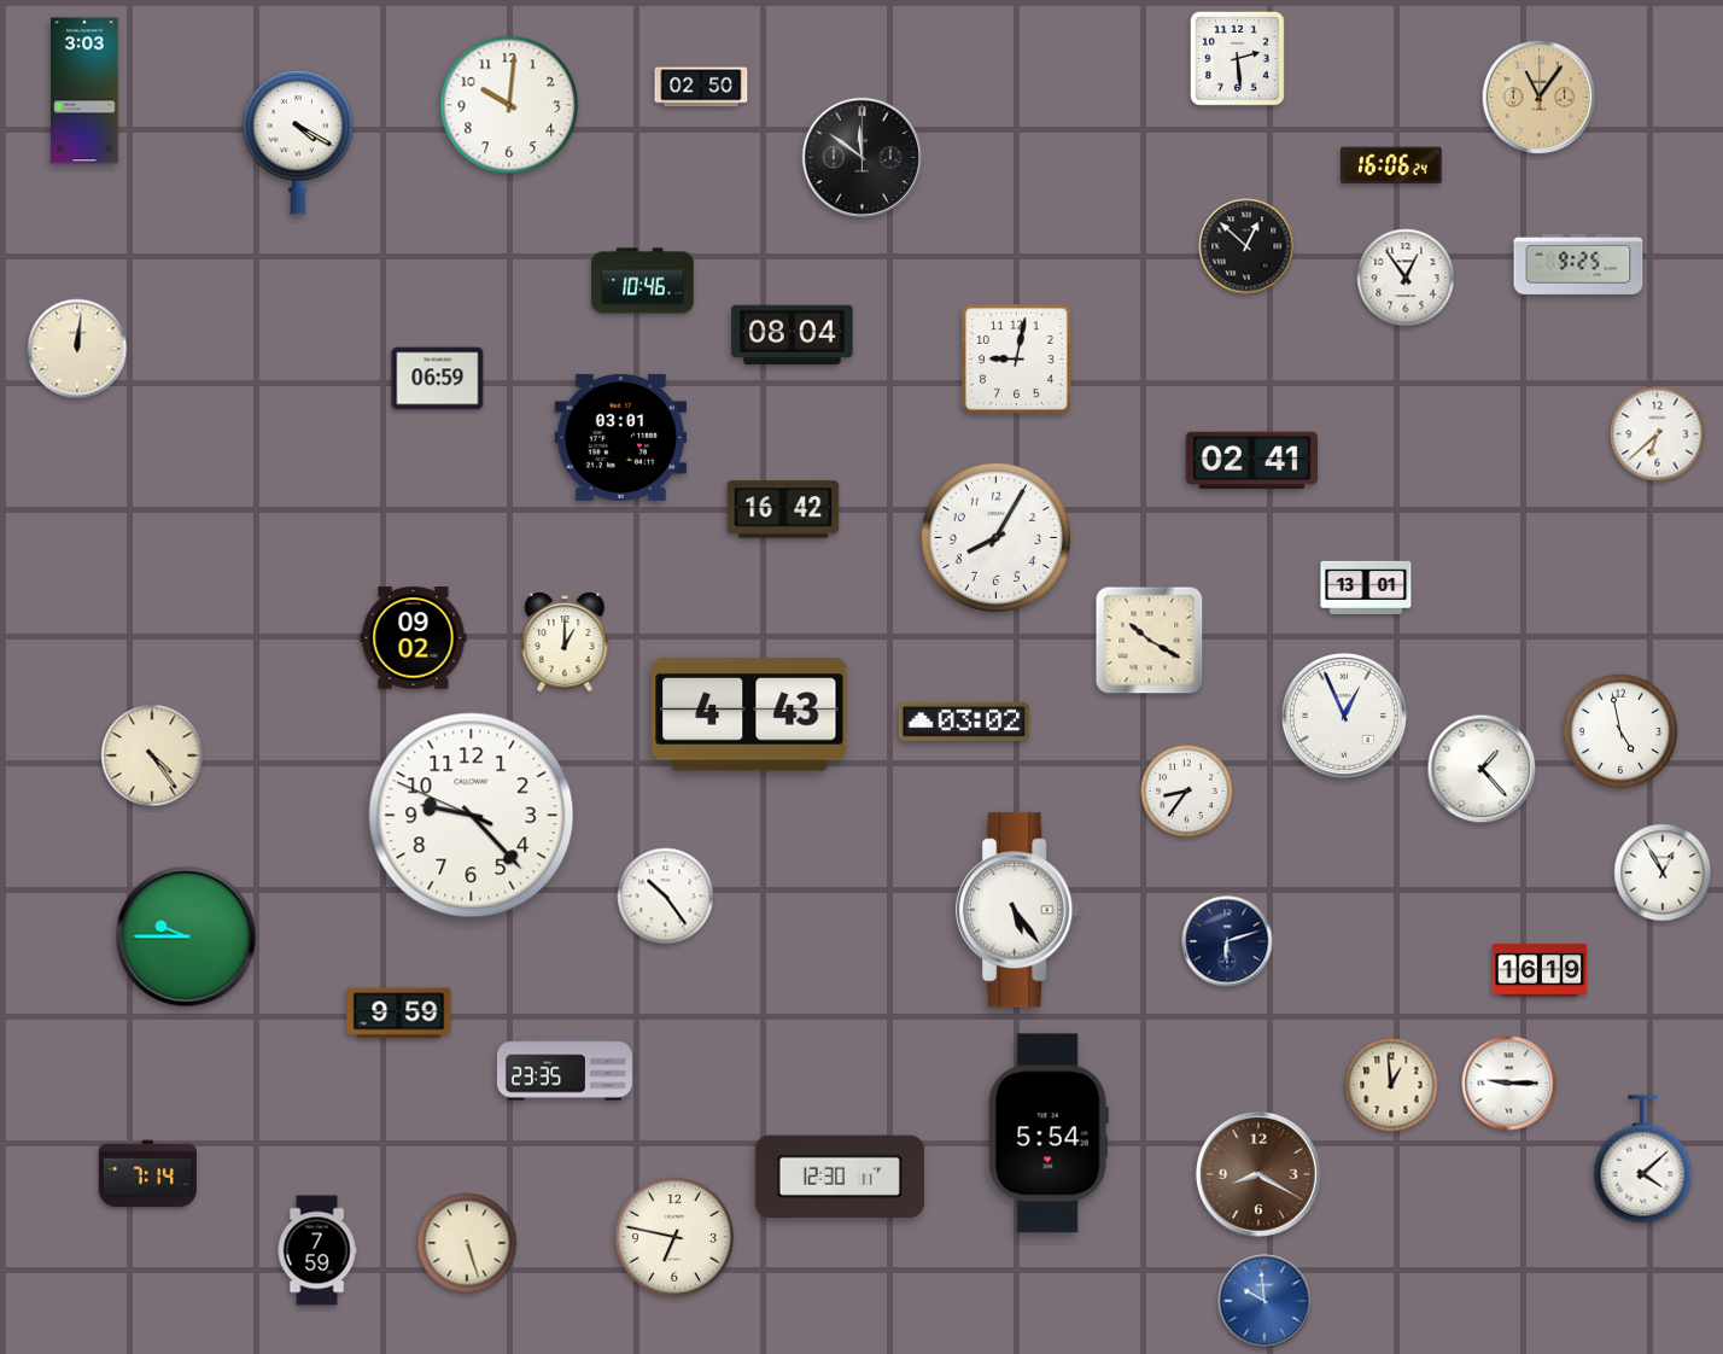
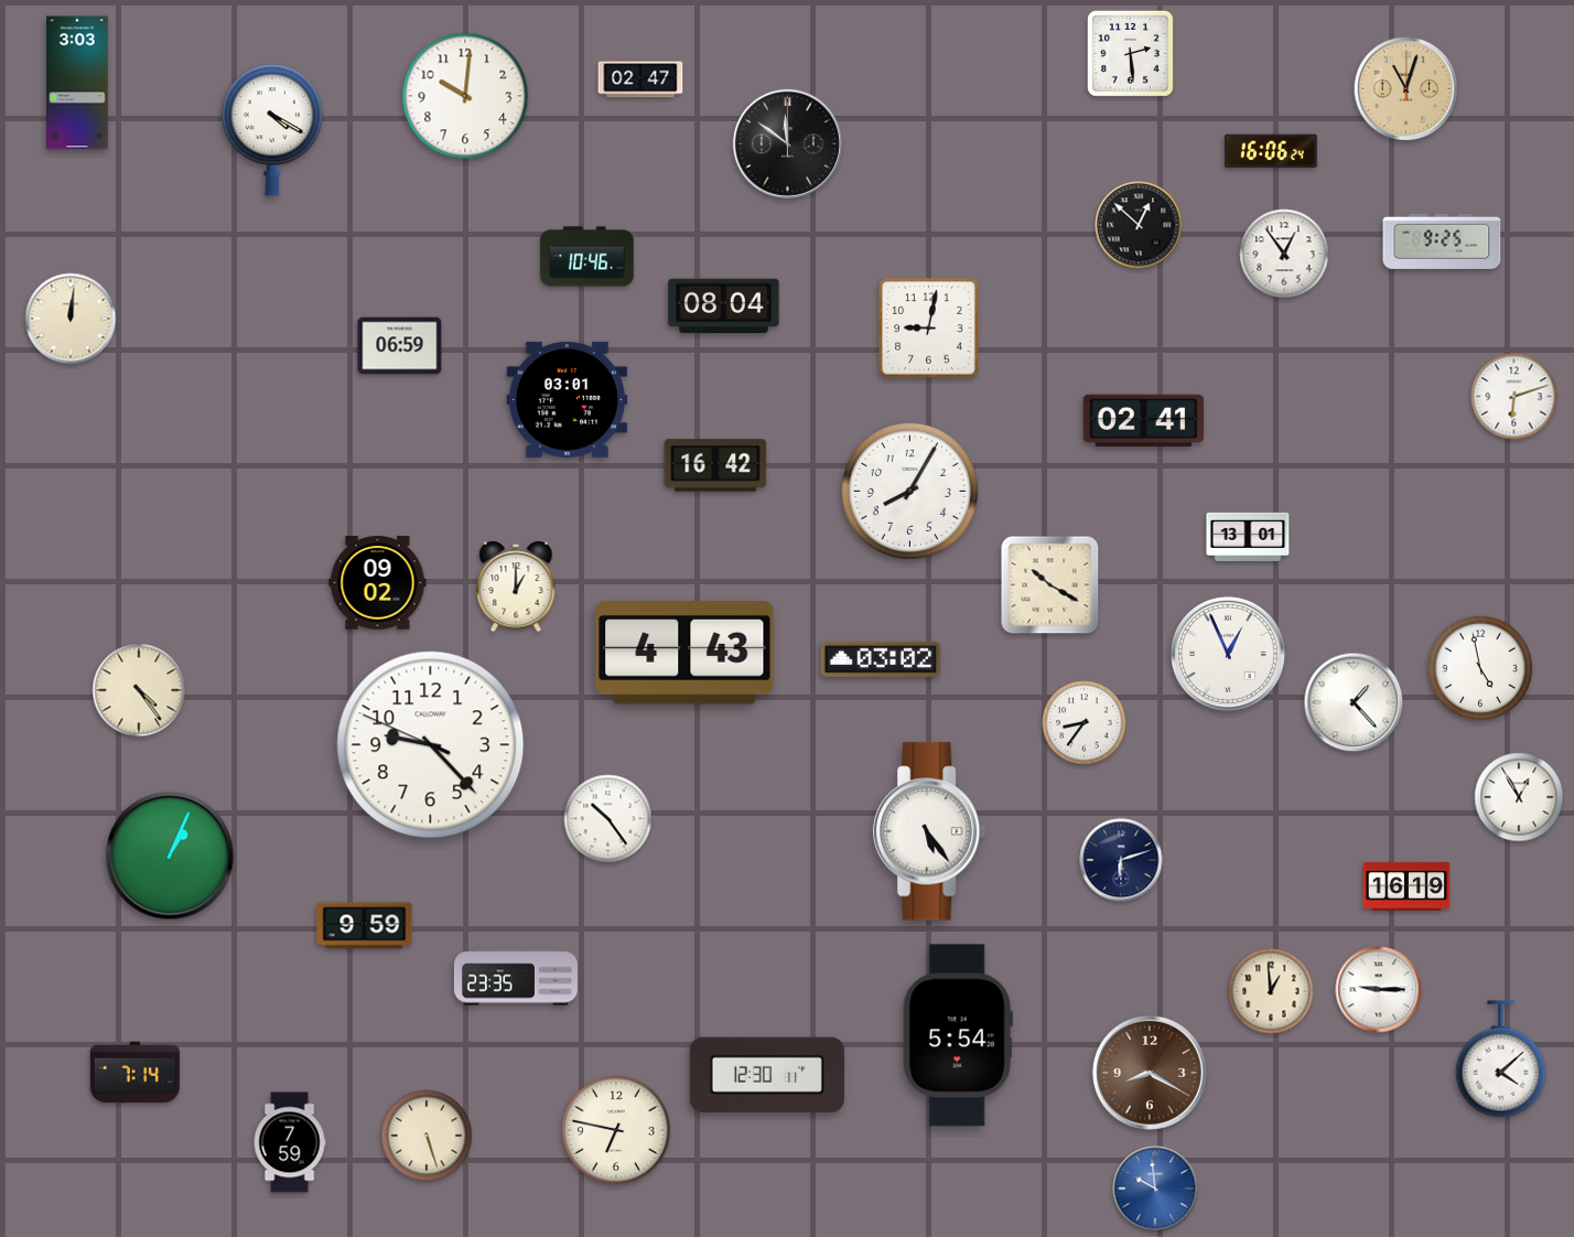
clock at (701, 87): 02:50 -> 02:47
clock at (1540, 98): 11:06 -> 11:03
clock at (1658, 434): 6:38 -> 6:12
clock at (186, 936): 9:45 -> 1:04
